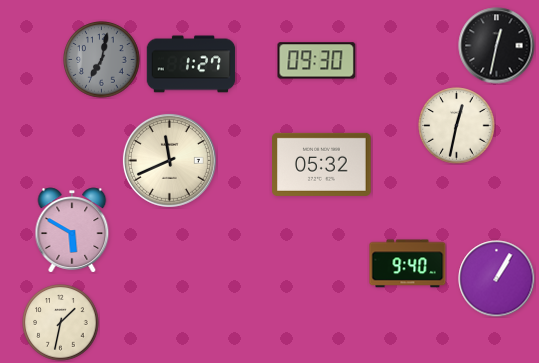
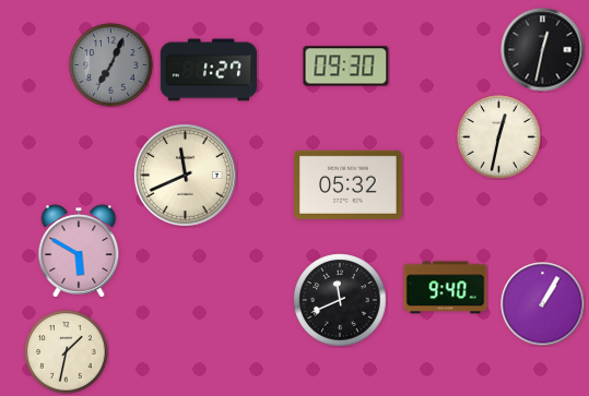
clock at (102, 60): 7:02 -> 7:04
clock at (322, 164) position: (322, 164) -> (349, 184)
clock at (340, 300): none -> 11:41
